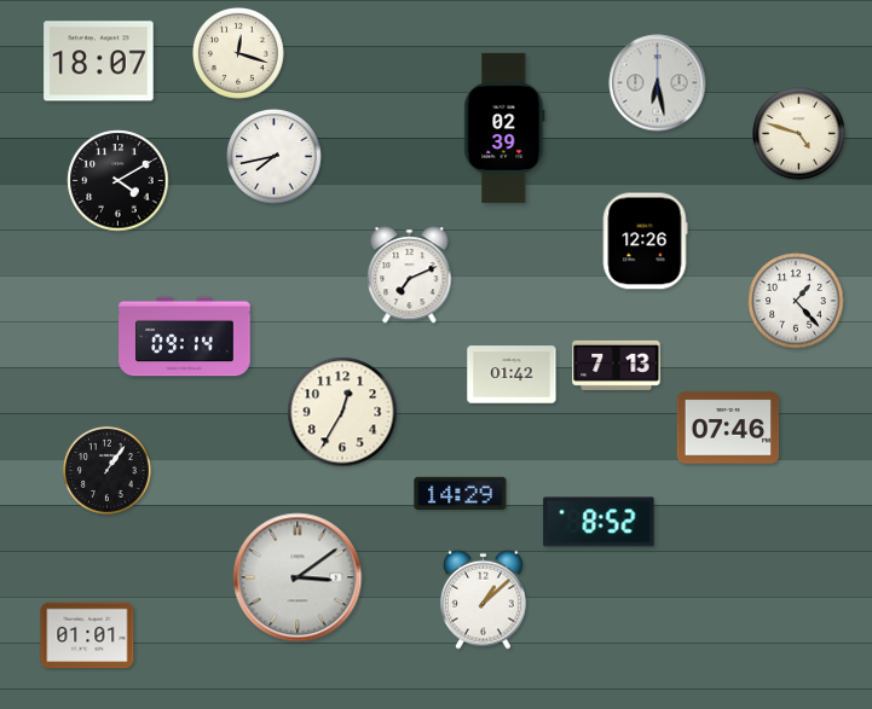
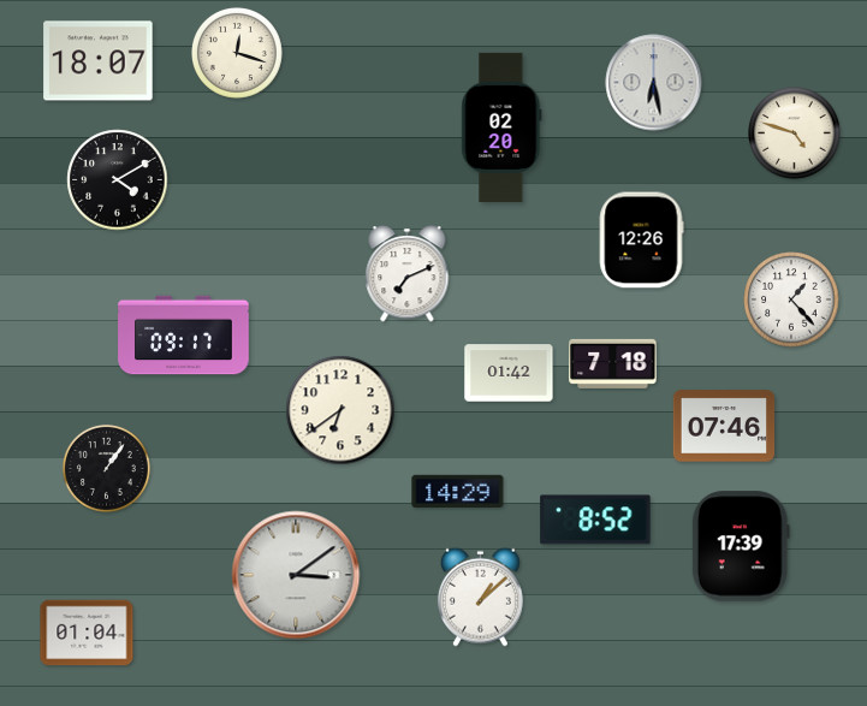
clock at (504, 128): 02:39 -> 02:20
clock at (275, 157): 7:43 -> none
clock at (185, 337): 09:14 -> 09:17
clock at (617, 365): 7:13 -> 7:18
clock at (342, 412): 12:35 -> 6:39
clock at (741, 546): none -> 17:39
clock at (87, 635): 01:01 -> 01:04
